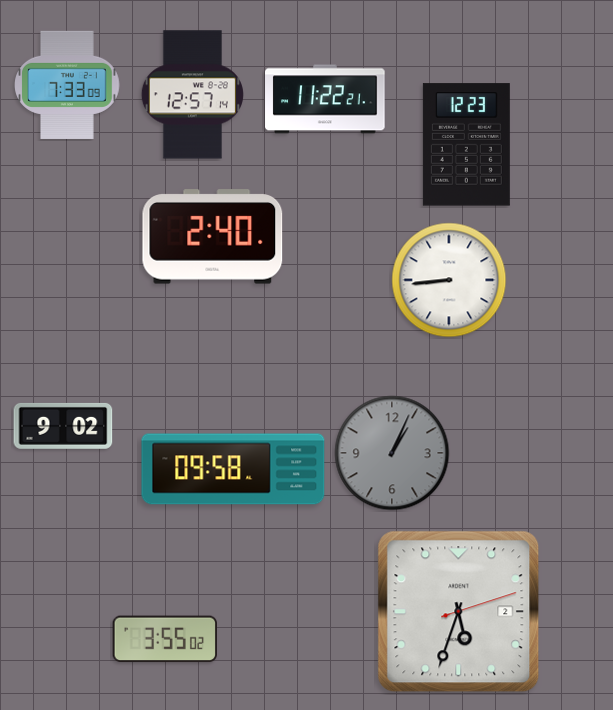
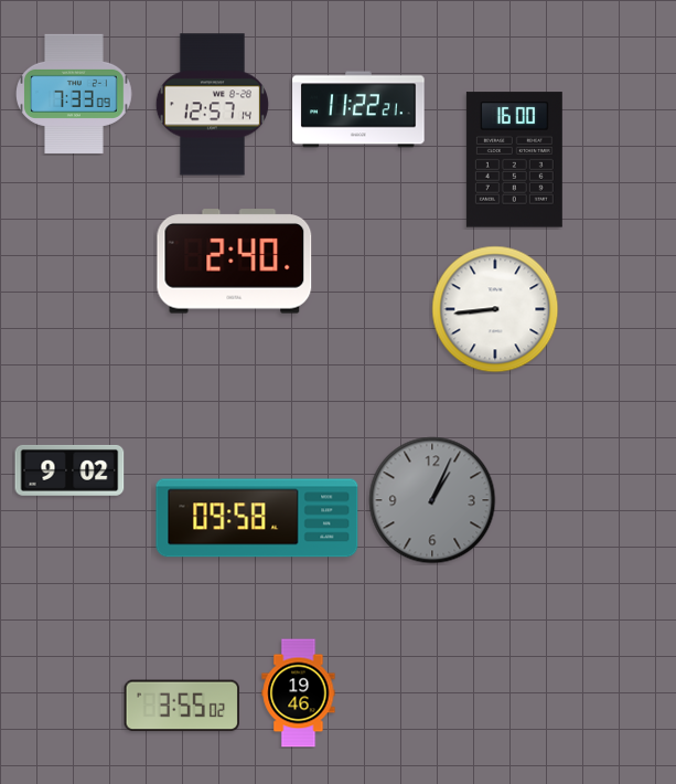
clock at (466, 145): 12:23 -> 16:00
clock at (459, 612): 5:33 -> none
clock at (299, 693): none -> 19:46
